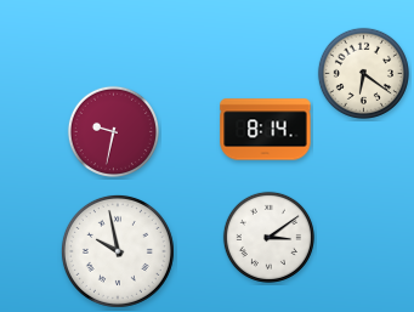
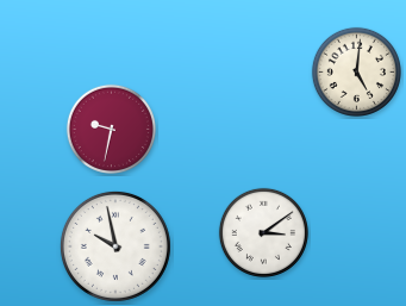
clock at (363, 73): 6:21 -> 5:01
clock at (266, 130): 8:14 -> none
